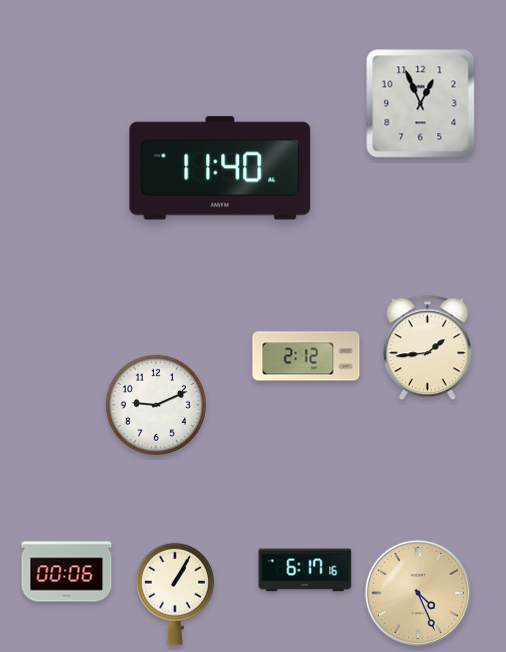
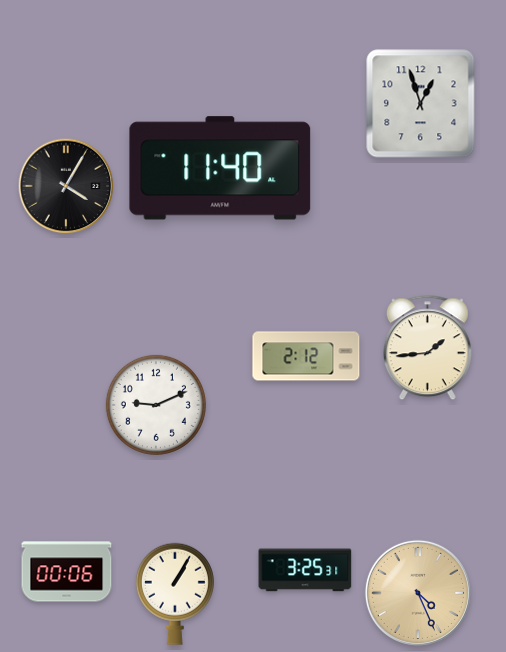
clock at (421, 104): 12:56 -> 12:57
clock at (66, 186): none -> 4:05
clock at (305, 570): 6:17 -> 3:25
